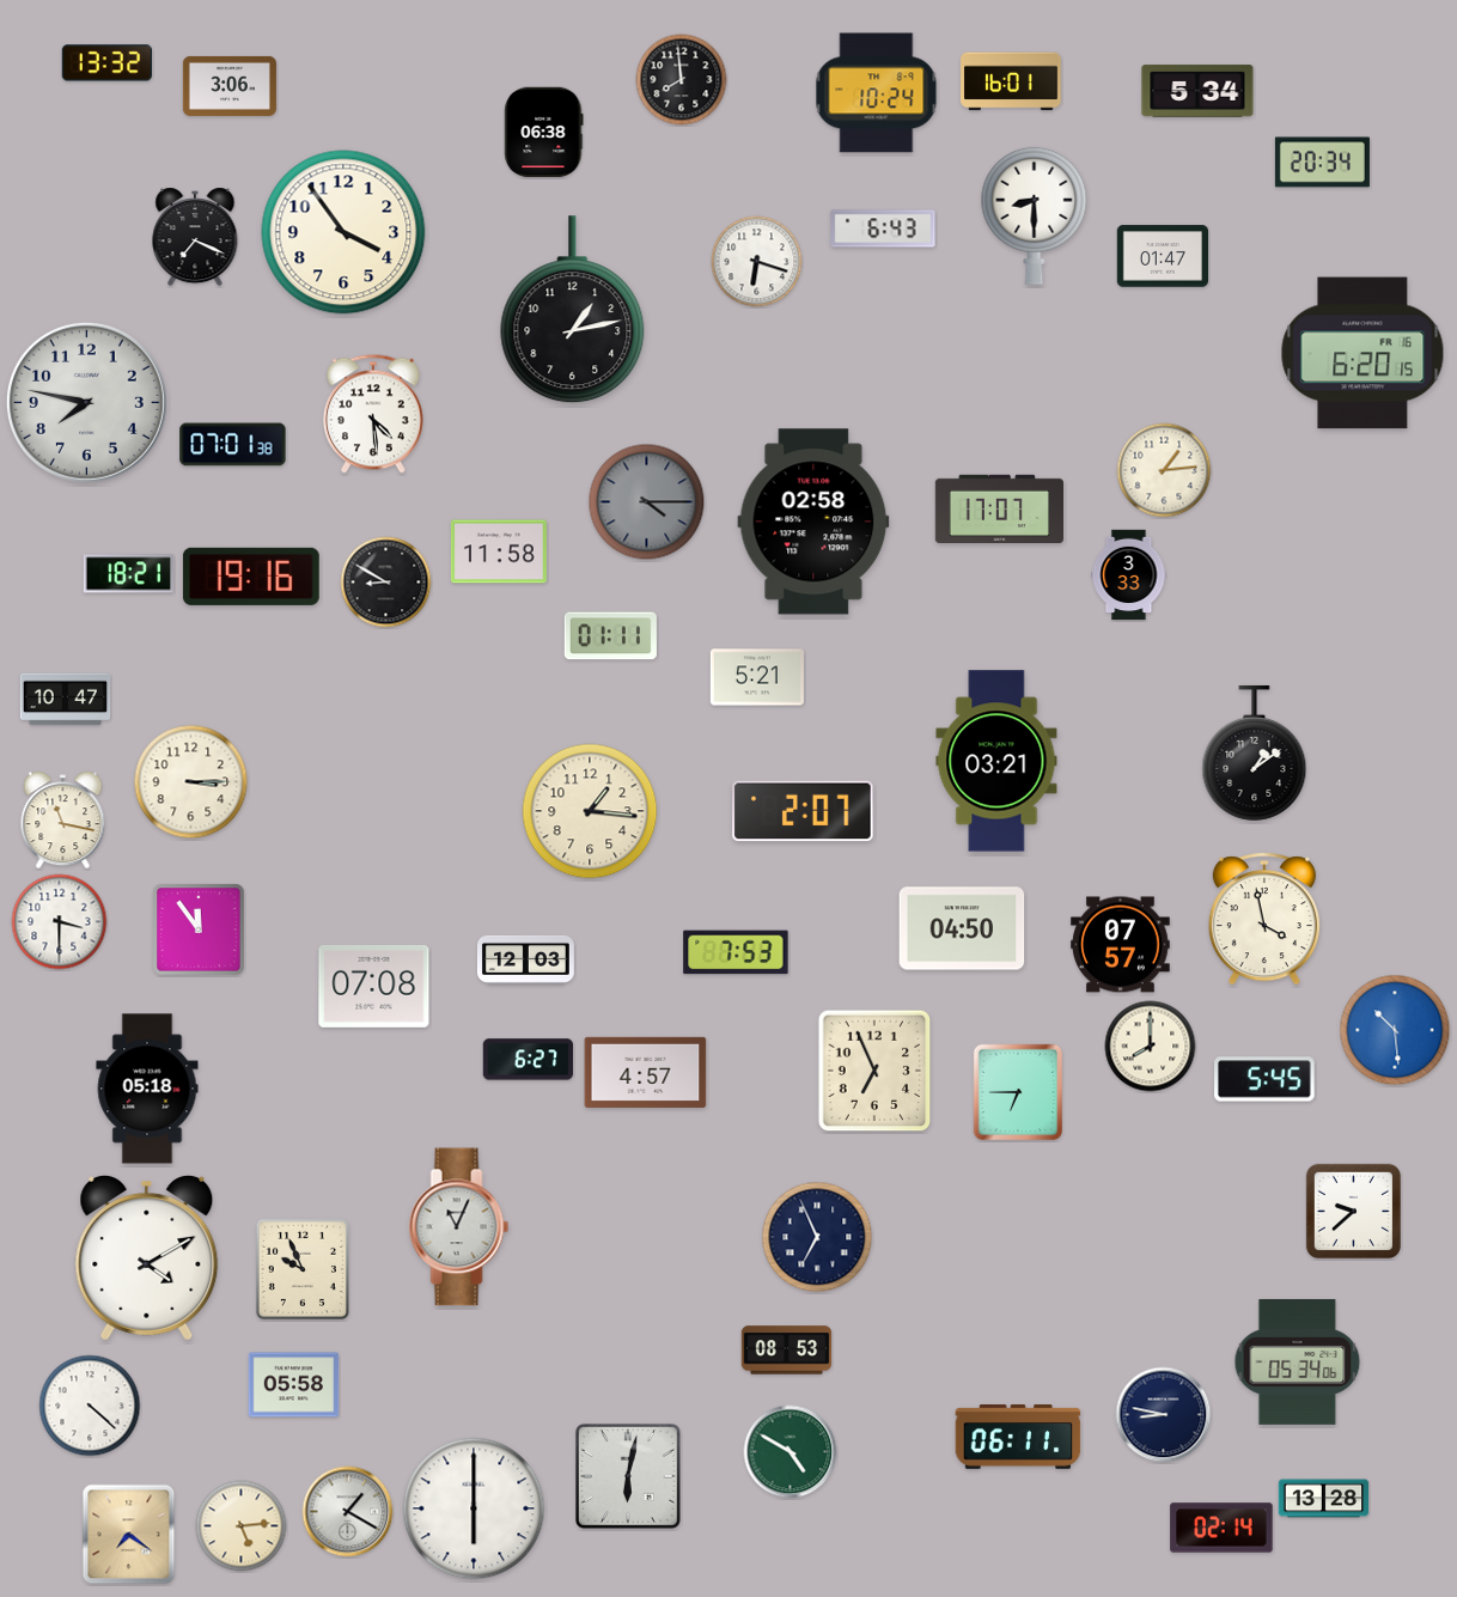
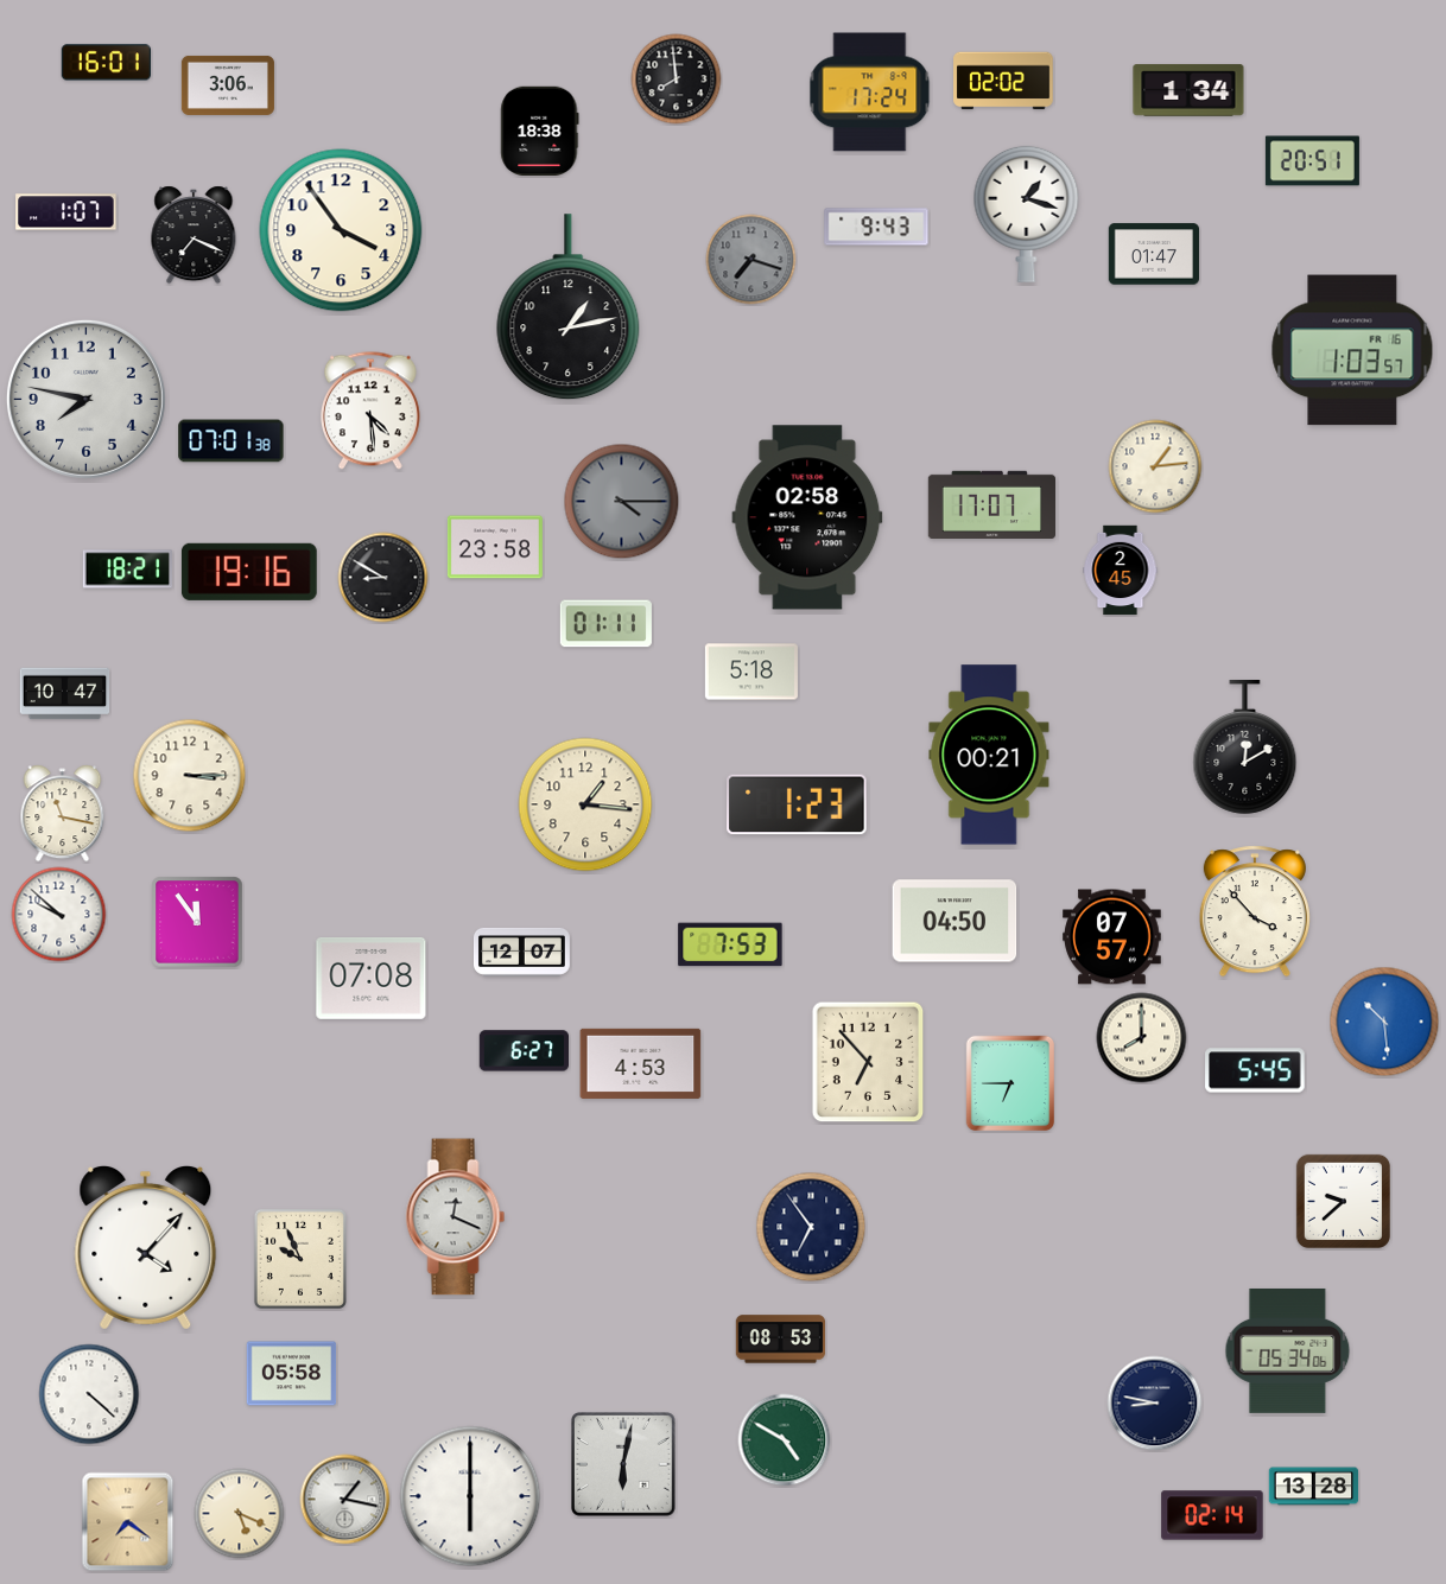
clock at (106, 63): 13:32 -> 16:01
clock at (1011, 81): 16:01 -> 02:02
clock at (1197, 91): 5:34 -> 1:34
clock at (877, 93): 10:24 -> 17:24
clock at (544, 132): 06:38 -> 18:38
clock at (1322, 163): 20:34 -> 20:51
clock at (66, 212): none -> 1:07
clock at (1035, 215): 8:30 -> 1:18
clock at (883, 228): 6:43 -> 9:43
clock at (757, 262): 6:18 -> 7:18
clock at (757, 262) dial: white -> grey
clock at (1362, 353): 6:20 -> 1:03
clock at (647, 502) position: (647, 502) -> (622, 502)
clock at (499, 551): 11:58 -> 23:58
clock at (1129, 575): 3:33 -> 2:45
clock at (610, 636) position: (610, 636) -> (605, 624)
clock at (757, 677): 5:21 -> 5:18
clock at (1255, 752): 1:09 -> 12:10
clock at (996, 761): 03:21 -> 00:21
clock at (803, 811): 2:07 -> 1:23
clock at (1264, 919): 3:58 -> 3:53
clock at (60, 922): 3:30 -> 9:52
clock at (526, 959): 12:03 -> 12:07
clock at (874, 1071): 6:56 -> 6:53
clock at (646, 1072): 4:57 -> 4:53
clock at (147, 1089): 05:18 -> none
clock at (459, 1227): 11:04 -> 12:19
clock at (817, 1237): 6:56 -> 6:54
clock at (147, 1257): 4:10 -> 4:07
clock at (1018, 1437): 06:11 -> none
clock at (348, 1512): 1:20 -> 1:17
clock at (242, 1526): 5:14 -> 5:19
